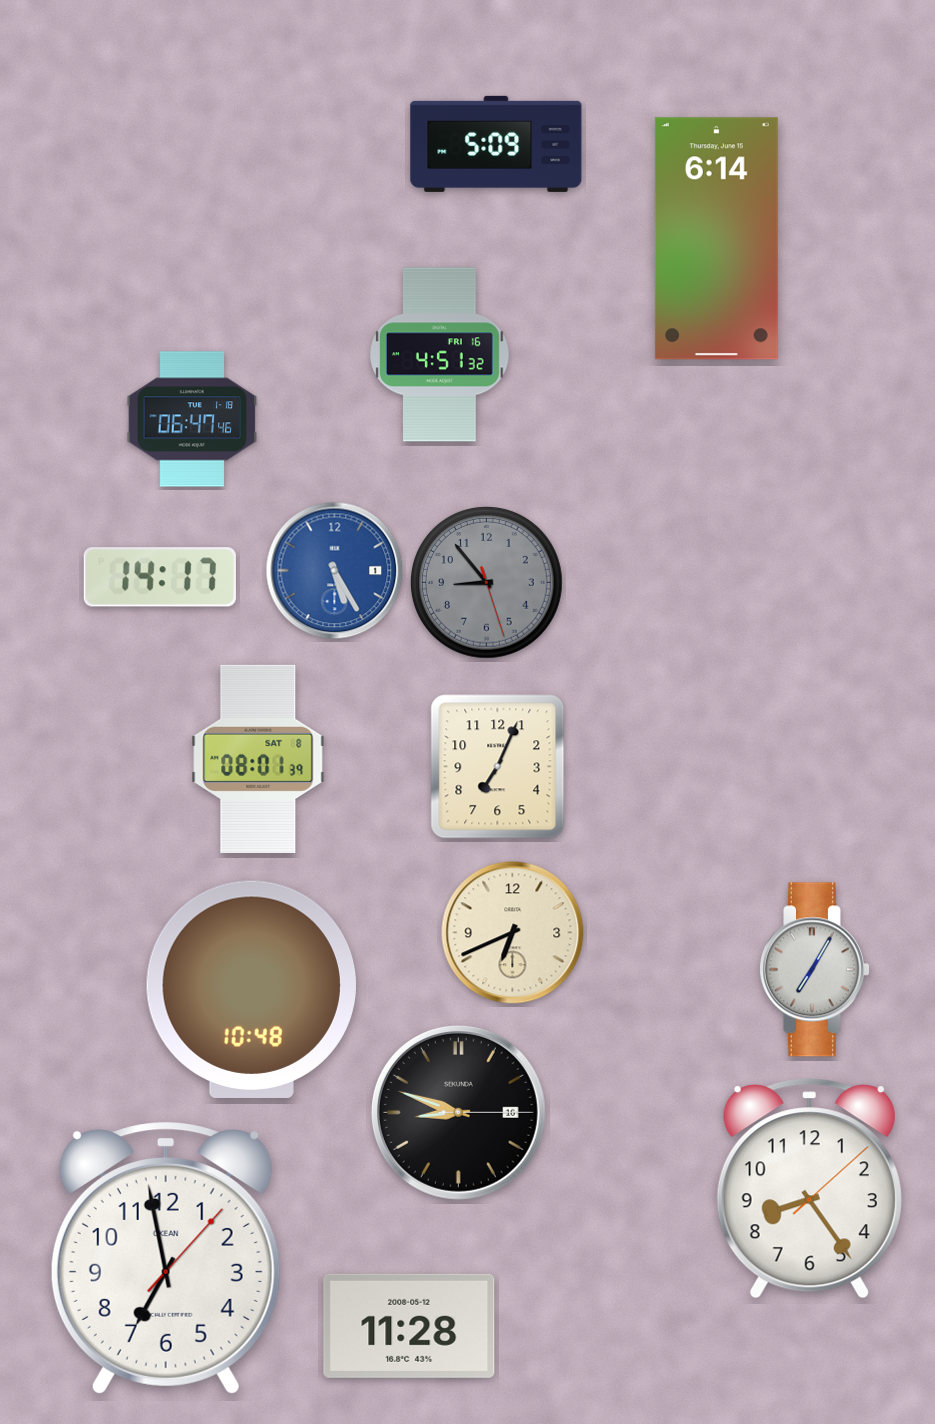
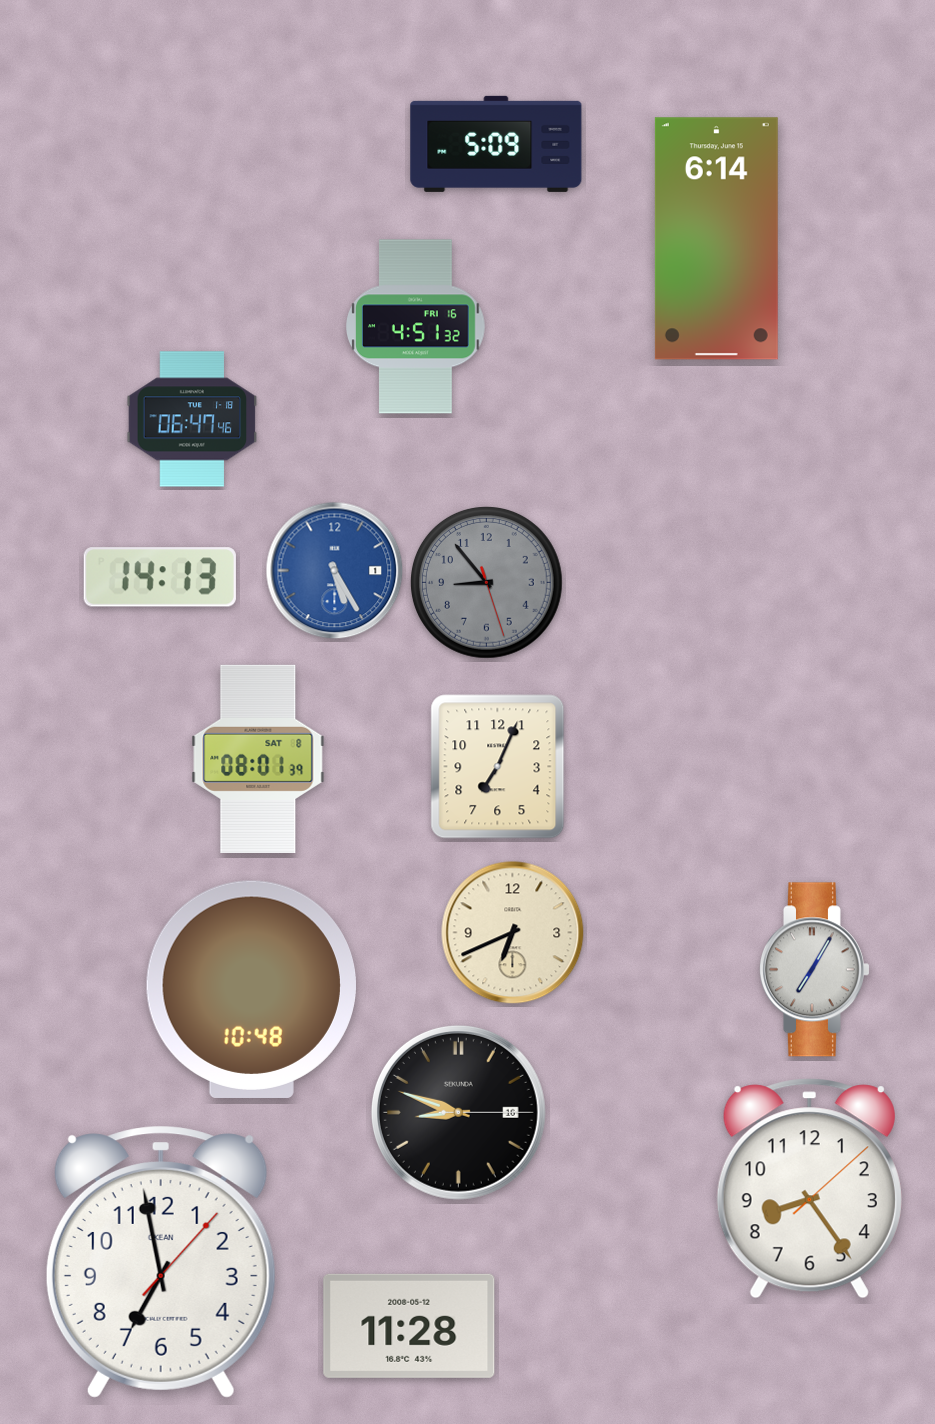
clock at (440, 355) position: (440, 355) -> (416, 327)
clock at (160, 577): 14:17 -> 14:13
clock at (166, 1258) position: (166, 1258) -> (161, 1262)
